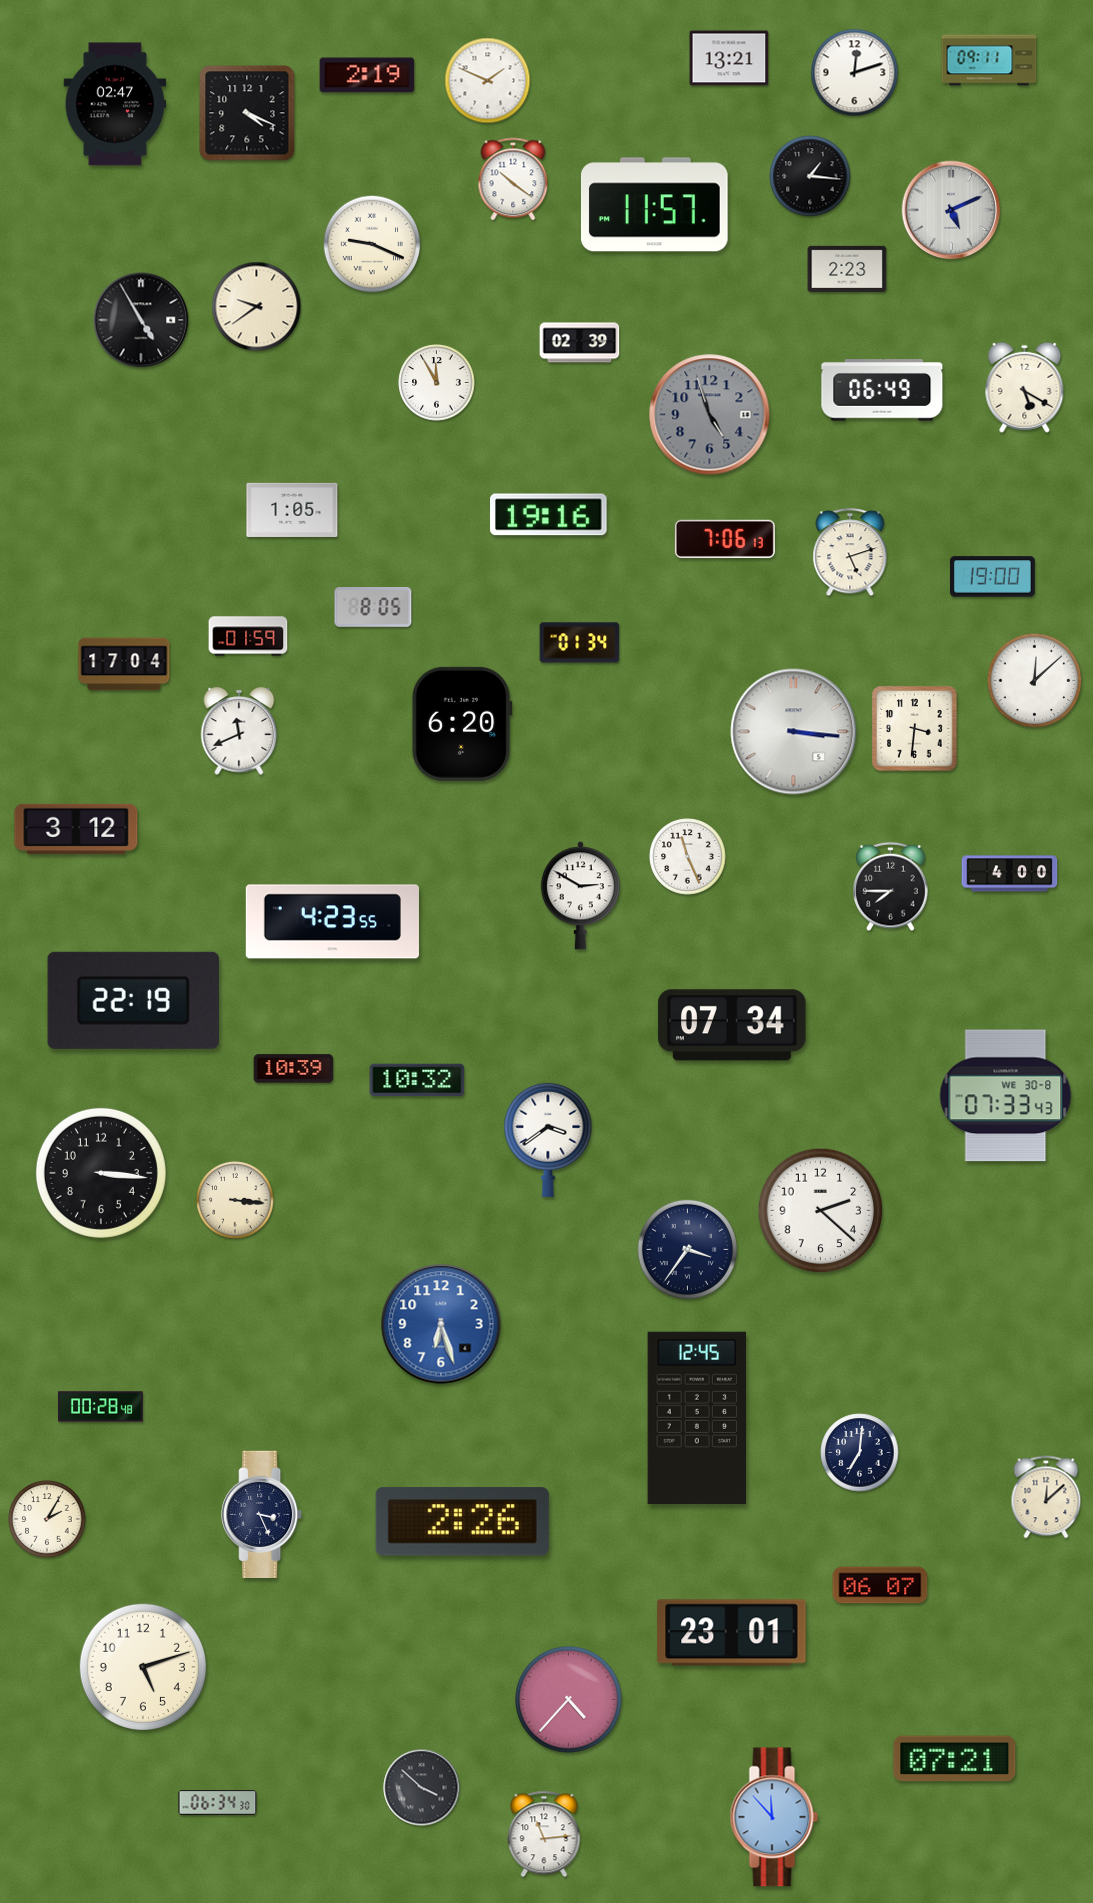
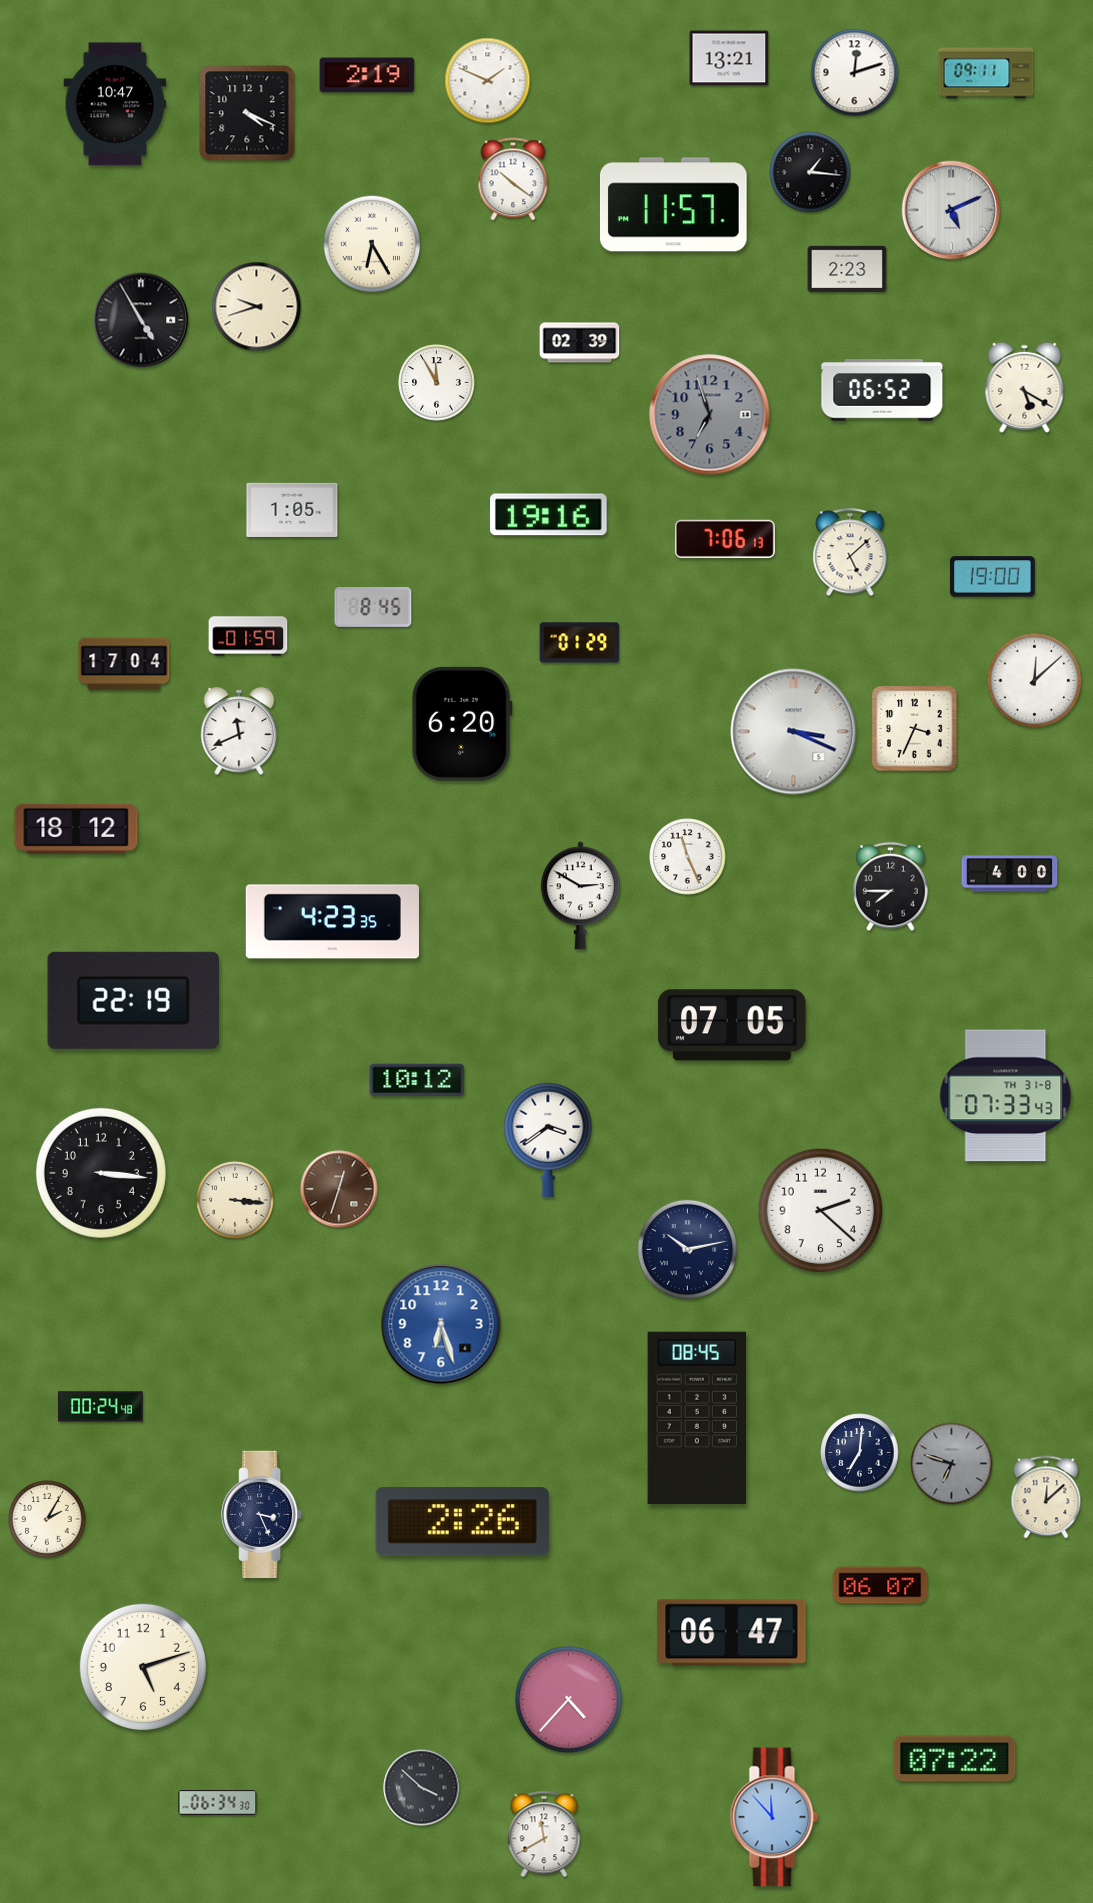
clock at (989, 60) position: (989, 60) -> (986, 73)
clock at (115, 104): 02:47 -> 10:47
clock at (810, 176) position: (810, 176) -> (810, 172)
clock at (654, 205) position: (654, 205) -> (673, 205)
clock at (372, 244): 9:19 -> 6:25
clock at (257, 307): 9:39 -> 9:42
clock at (882, 390): 06:49 -> 06:52
clock at (710, 415): 4:57 -> 6:57
clock at (850, 553): 5:12 -> 5:08
clock at (373, 608): 8:05 -> 8:45
clock at (580, 643): 01:34 -> 01:29
clock at (915, 729): 3:31 -> 3:34
clock at (794, 732): 3:16 -> 3:19
clock at (76, 829): 3:12 -> 18:12
clock at (332, 922): 4:23:55 -> 4:23:35
clock at (732, 1025): 07:34 -> 07:05
clock at (294, 1069): 10:39 -> none
clock at (417, 1080): 10:32 -> 10:12
clock at (1006, 1096) date: WE 30-8 -> TH 31-8
clock at (339, 1189): none -> 12:33
clock at (687, 1249): 3:36 -> 10:13
clock at (101, 1407): 00:28 -> 00:24
clock at (697, 1418): 12:45 -> 08:45
clock at (952, 1464): none -> 6:48
clock at (732, 1633): 23:01 -> 06:47
clock at (955, 1759): 07:21 -> 07:22
clock at (544, 1834): 11:14 -> 11:40
